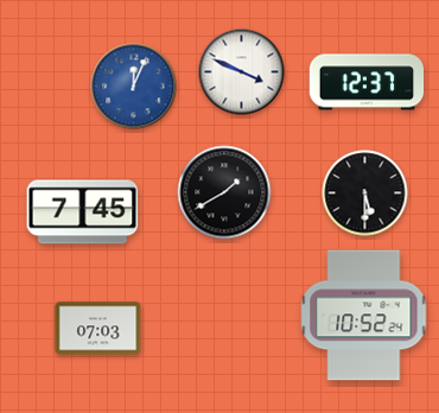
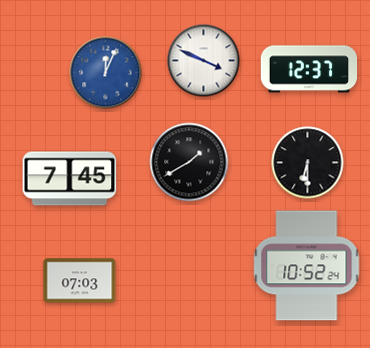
clock at (134, 87) position: (134, 87) -> (106, 73)
clock at (365, 193): 5:30 -> 6:30
clock at (98, 329) position: (98, 329) -> (80, 281)
